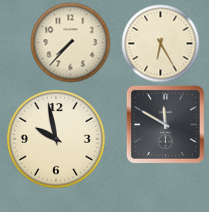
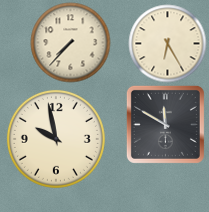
clock at (160, 43) position: (160, 43) -> (167, 43)
